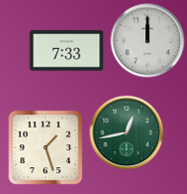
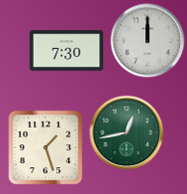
clock at (67, 51): 7:33 -> 7:30
